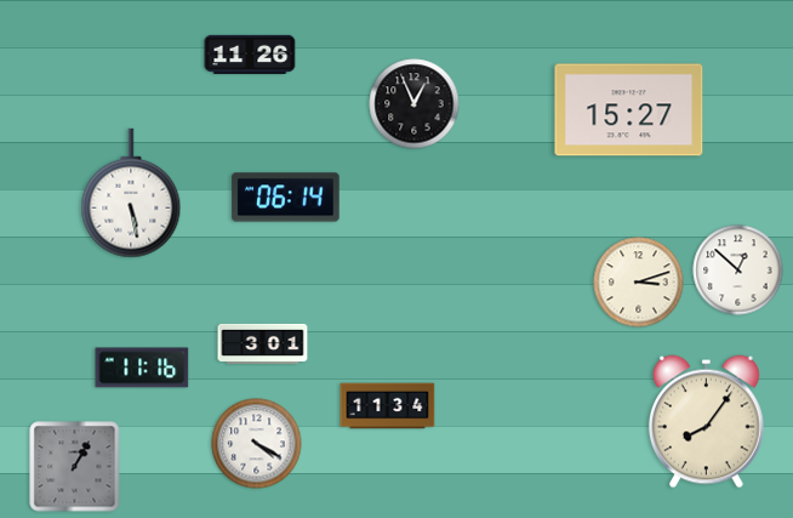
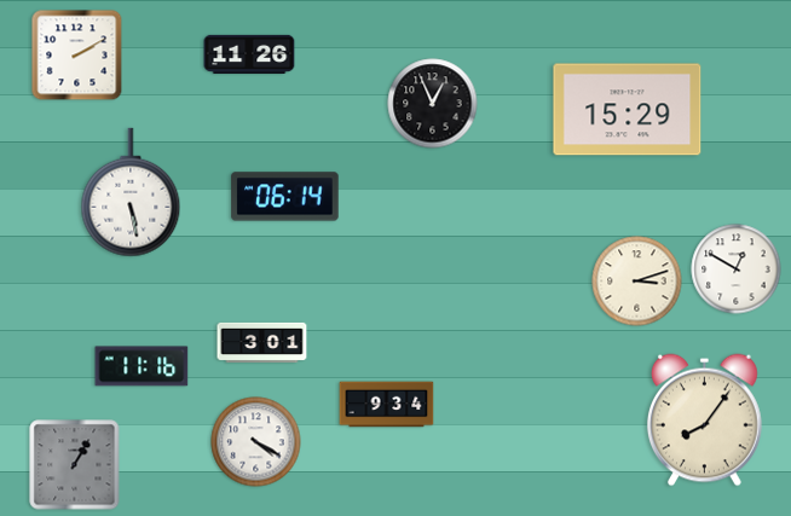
clock at (77, 56): none -> 2:10
clock at (415, 104) position: (415, 104) -> (433, 104)
clock at (629, 110): 15:27 -> 15:29
clock at (738, 271): 12:52 -> 12:50
clock at (388, 406): 11:34 -> 9:34
